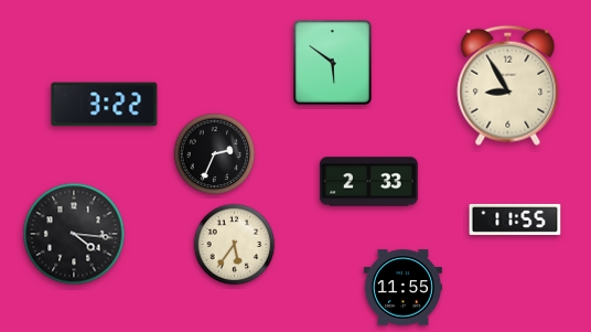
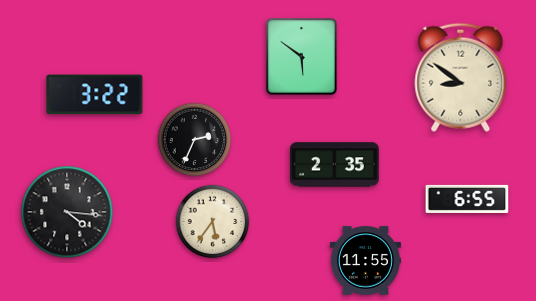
clock at (508, 85): 8:55 -> 8:51
clock at (368, 182): 2:33 -> 2:35
clock at (515, 219): 11:55 -> 6:55
